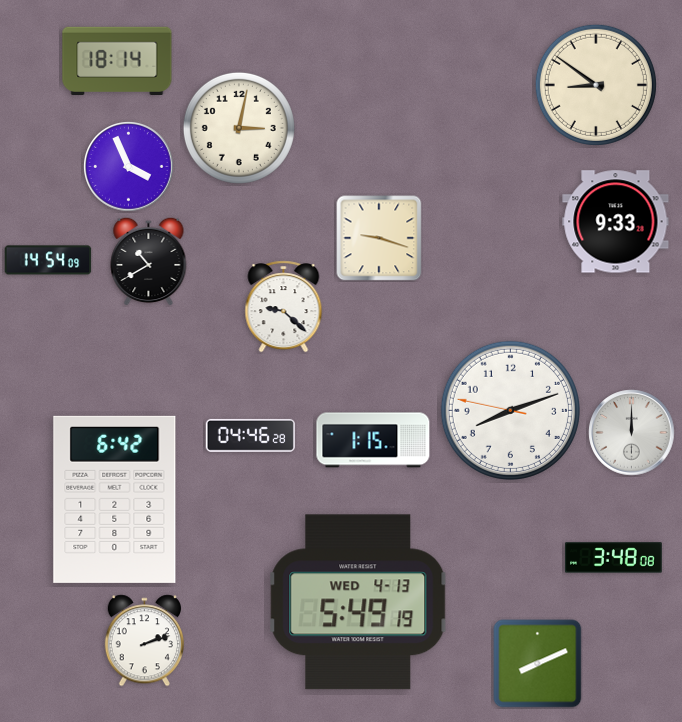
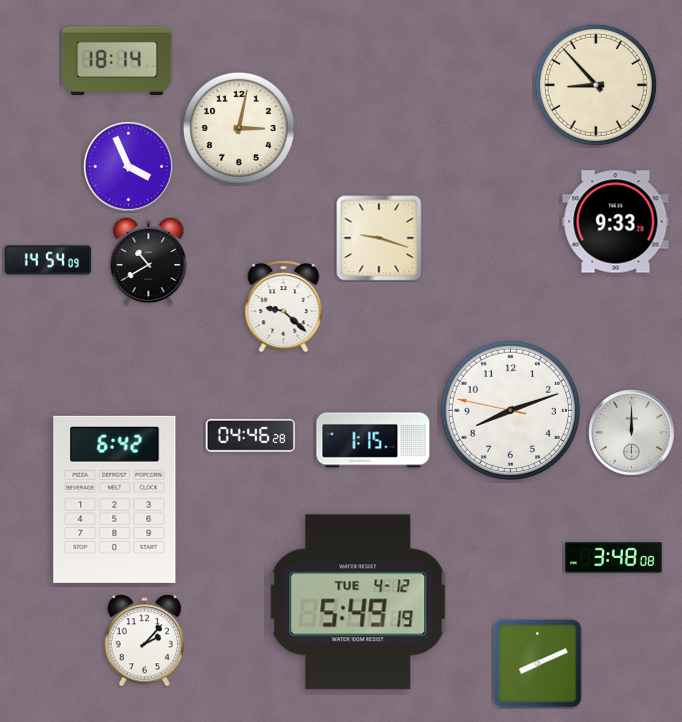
clock at (596, 85): 8:51 -> 8:53
clock at (358, 602) date: WED 4-13 -> TUE 4-12
clock at (144, 641): 2:12 -> 2:07
